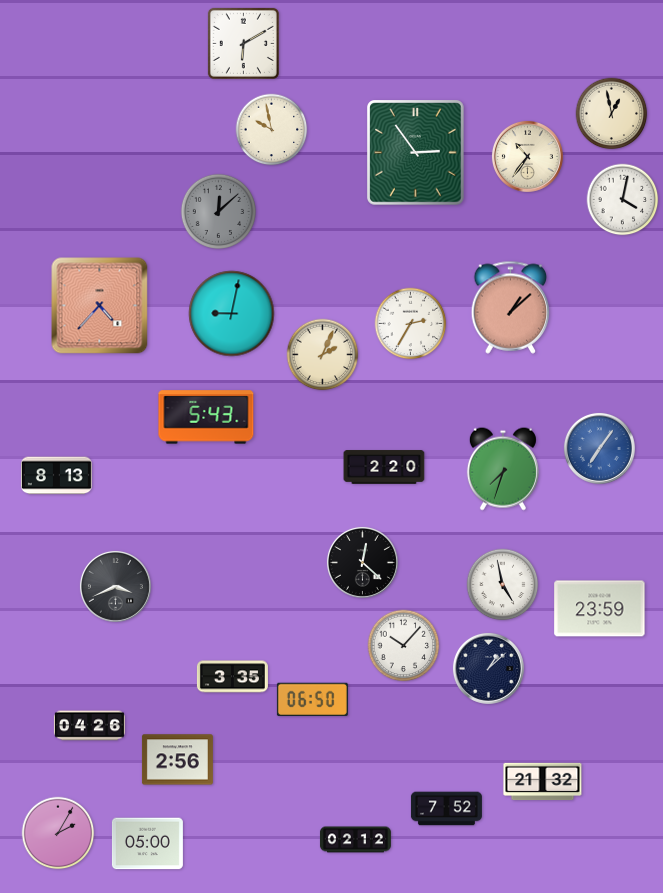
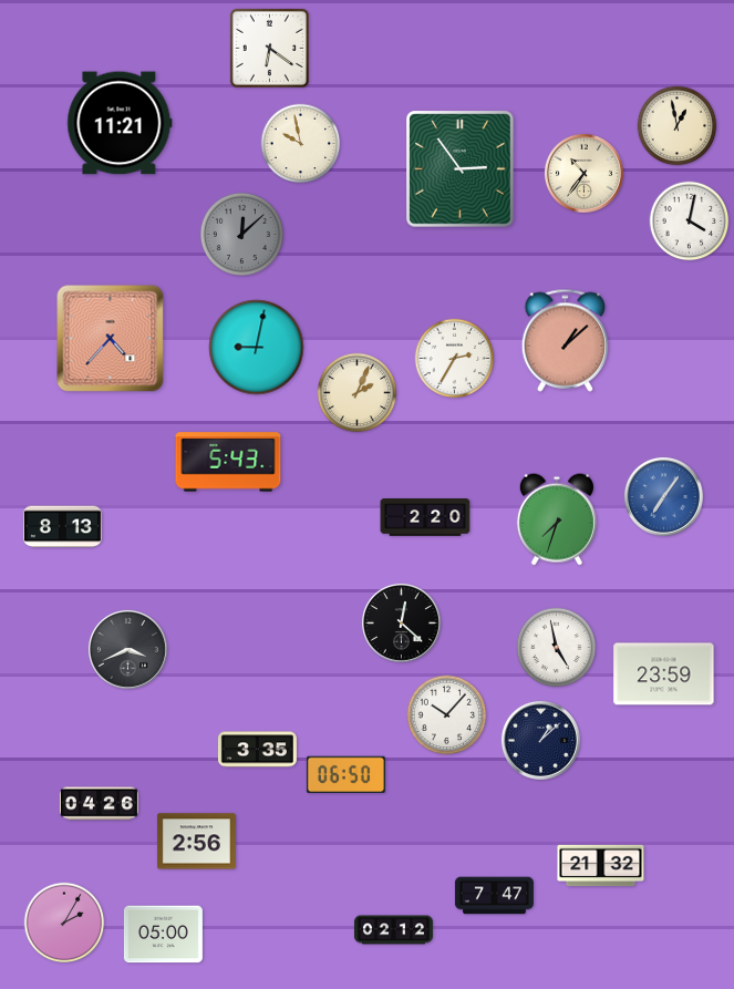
clock at (243, 43): 6:10 -> 6:21
clock at (120, 123): none -> 11:21
clock at (446, 809): 7:52 -> 7:47
